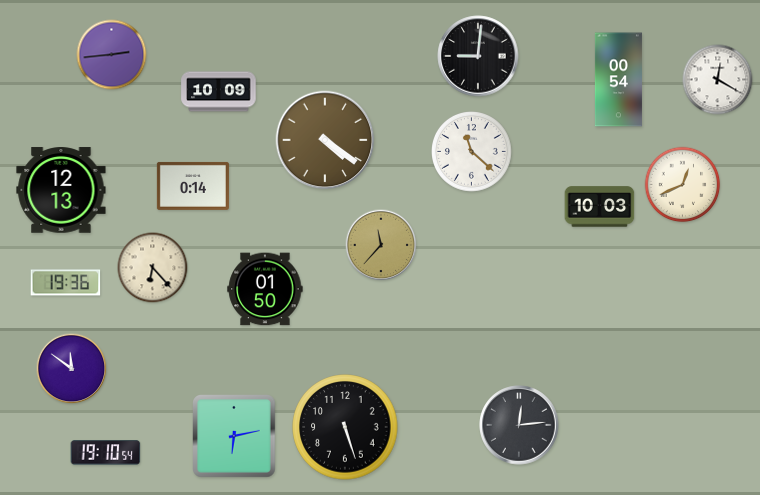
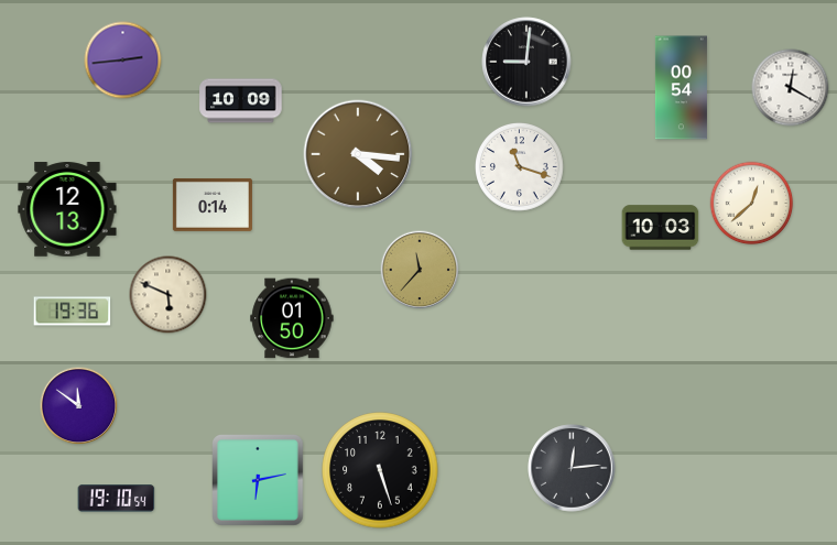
clock at (325, 140): 4:21 -> 4:16
clock at (472, 152): 11:22 -> 11:18
clock at (683, 185): 12:41 -> 12:38
clock at (153, 268): 6:23 -> 5:49
